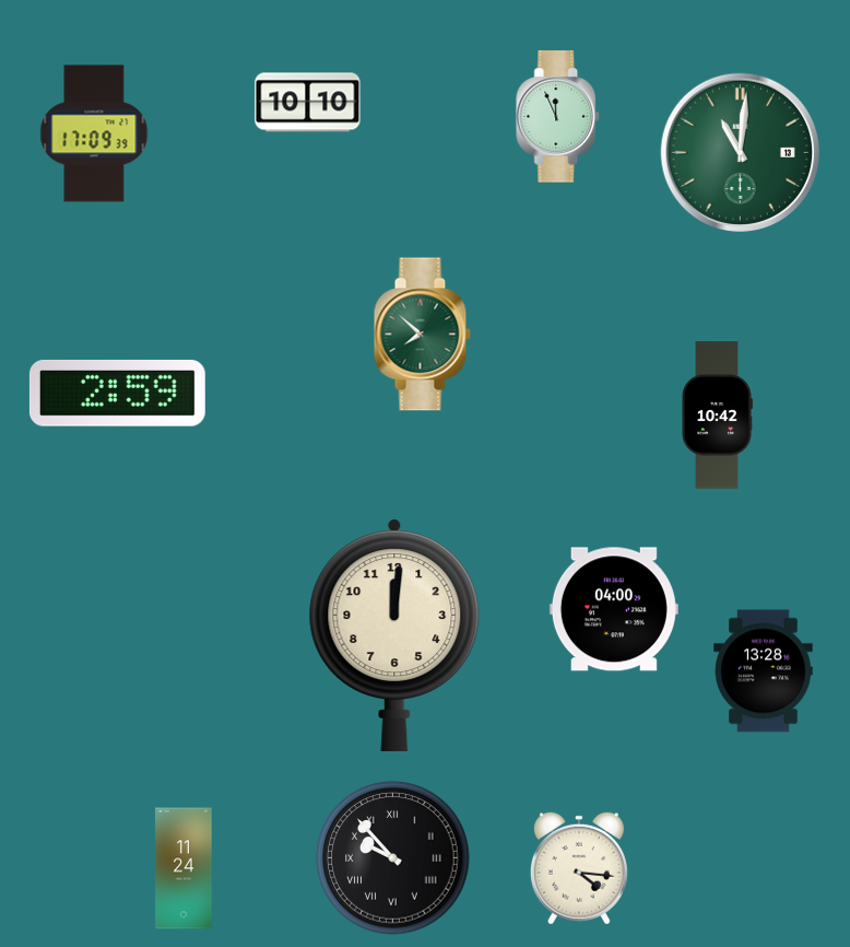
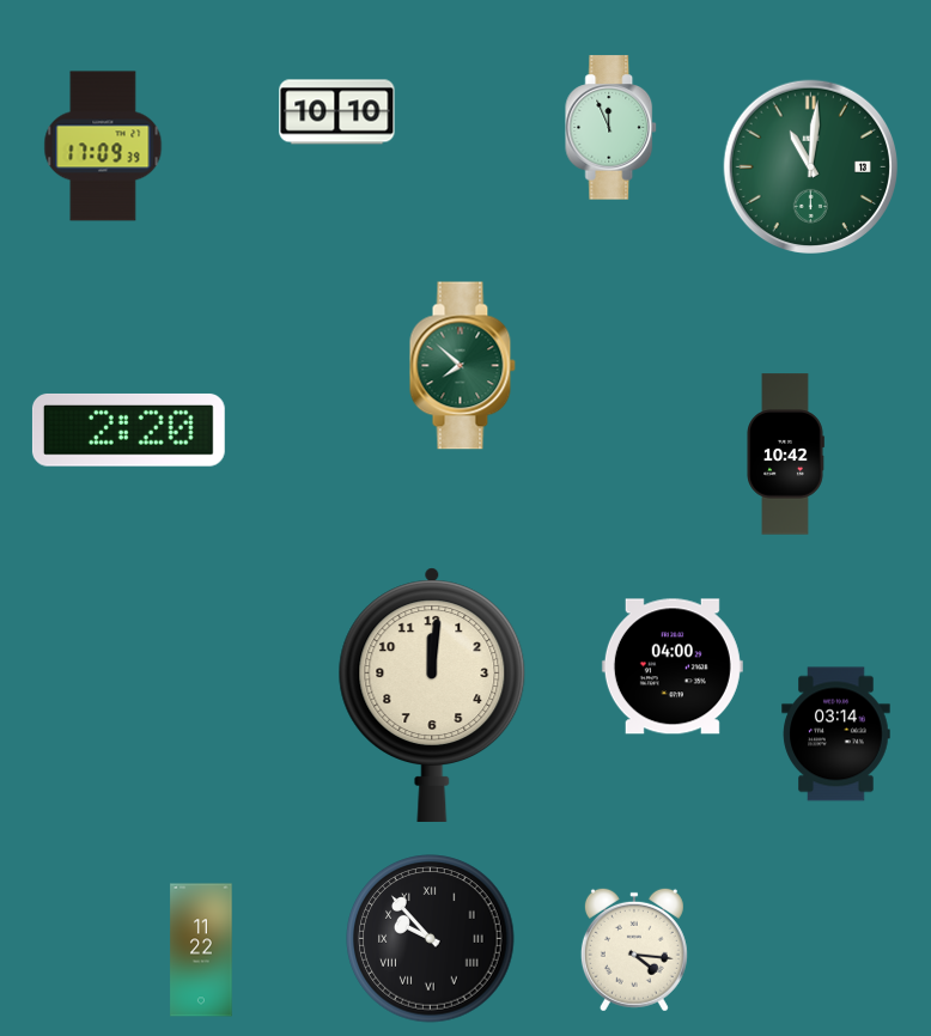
clock at (117, 393): 2:59 -> 2:20
clock at (764, 671): 13:28 -> 03:14
clock at (184, 868): 11:24 -> 11:22
